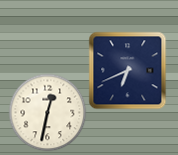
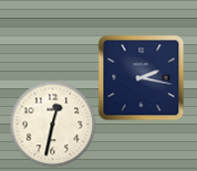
clock at (127, 70): 6:41 -> 2:17
